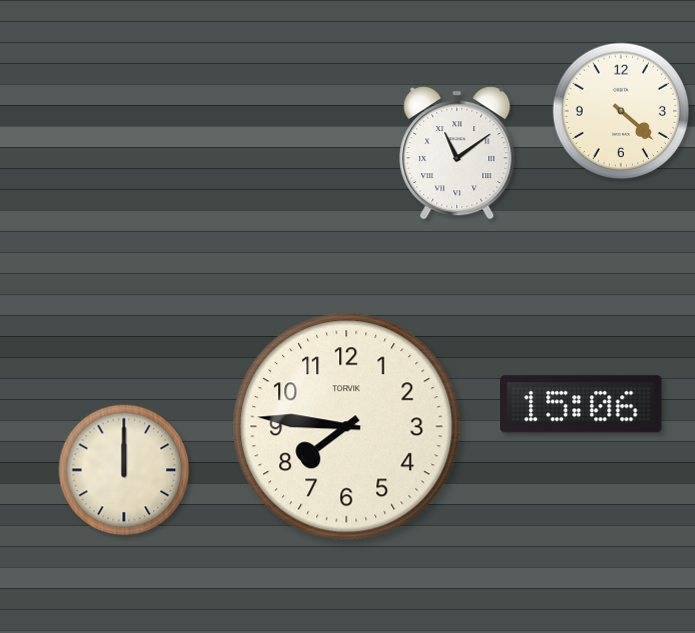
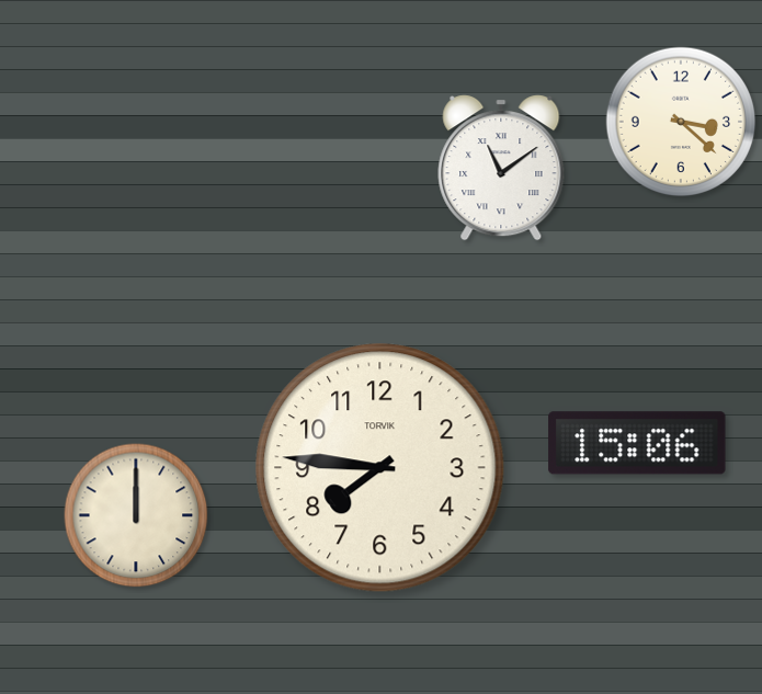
clock at (621, 111): 4:22 -> 3:22
